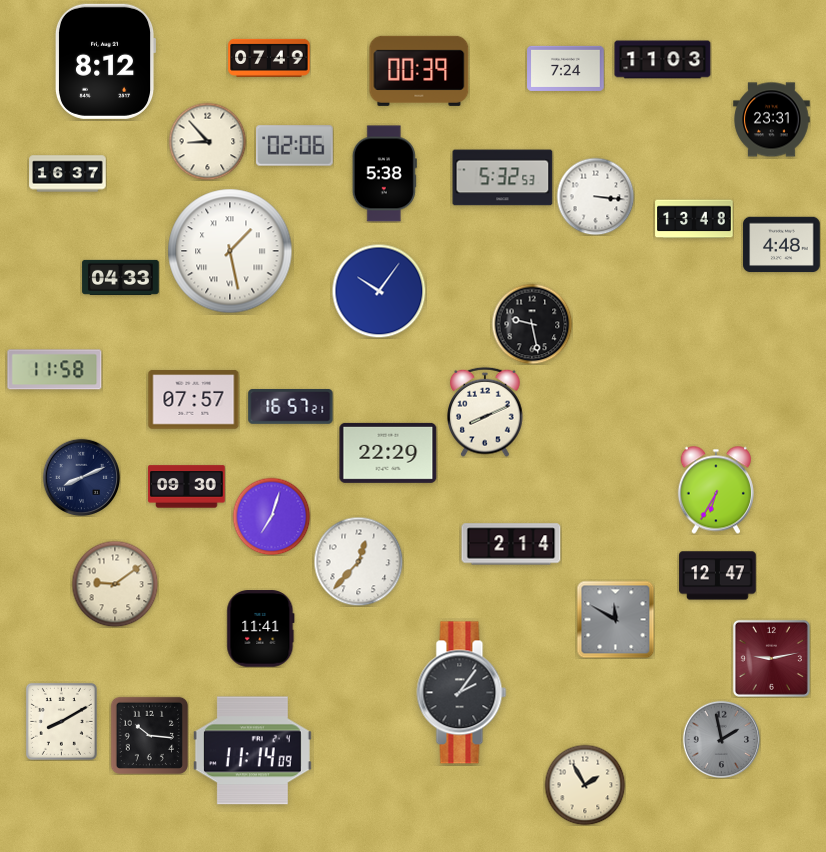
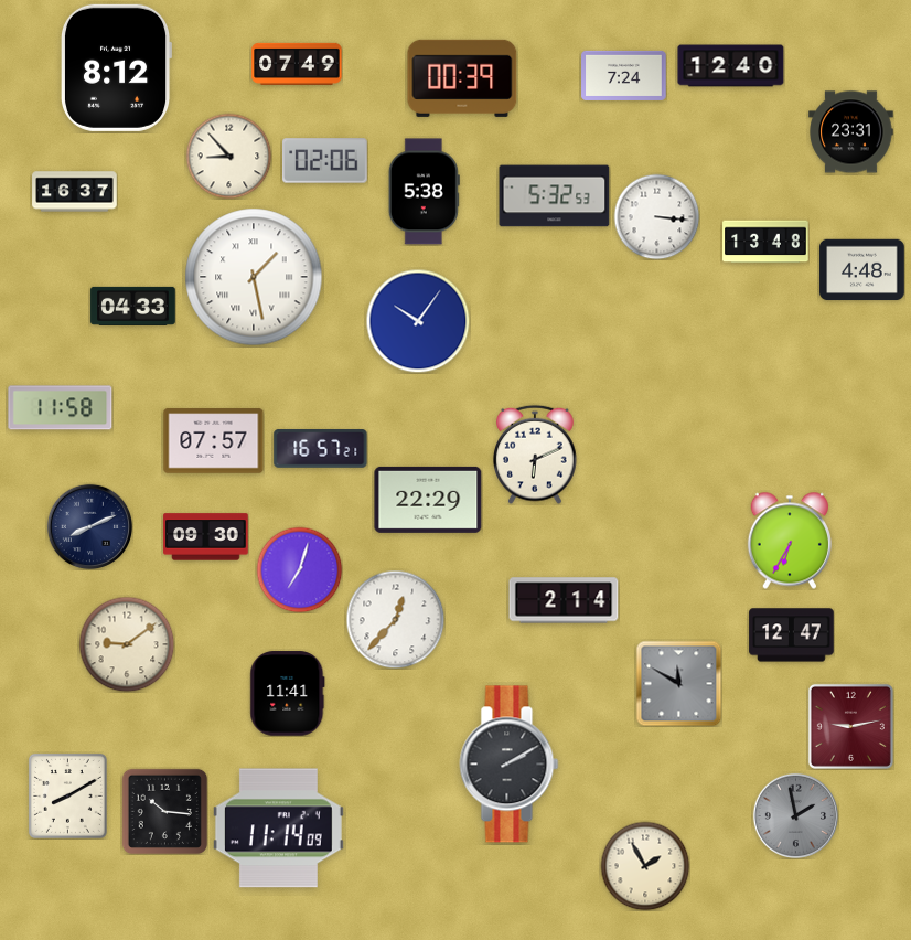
clock at (663, 60): 11:03 -> 12:40
clock at (532, 324): 9:28 -> none
clock at (485, 412): 8:11 -> 6:11
clock at (462, 693): 2:06 -> 2:10
